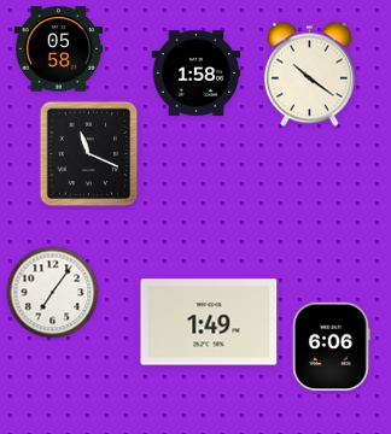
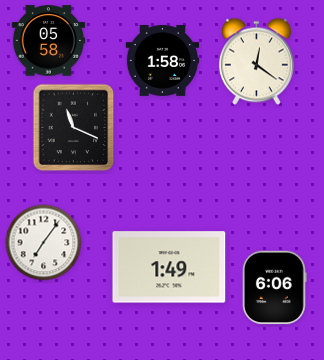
clock at (309, 75): 10:21 -> 12:21
clock at (209, 322) position: (209, 322) -> (169, 267)
